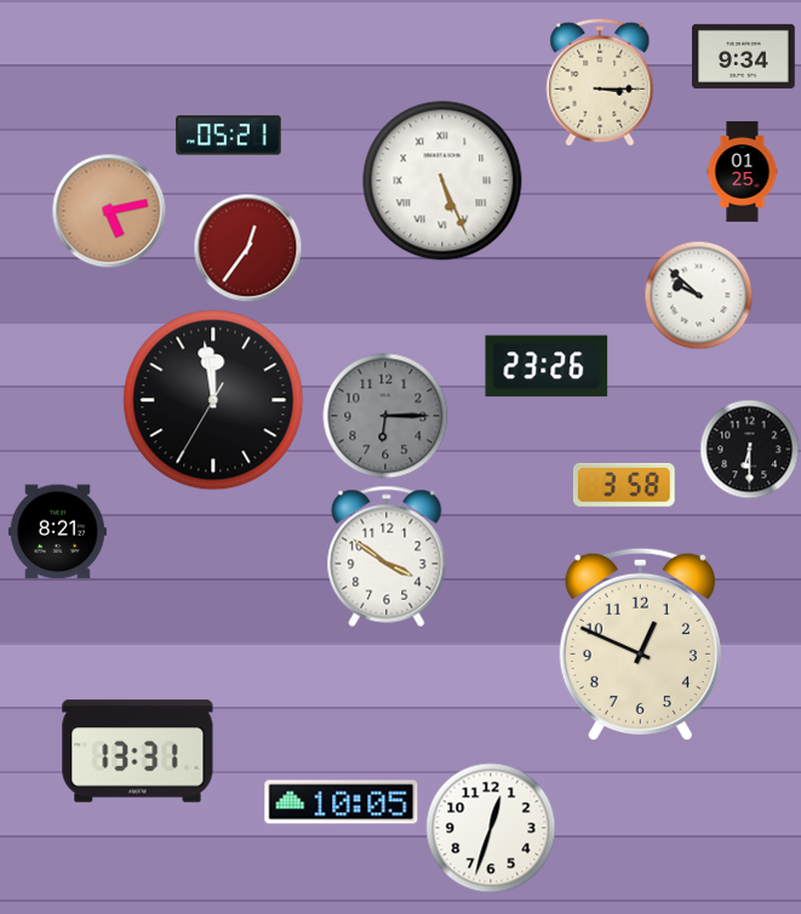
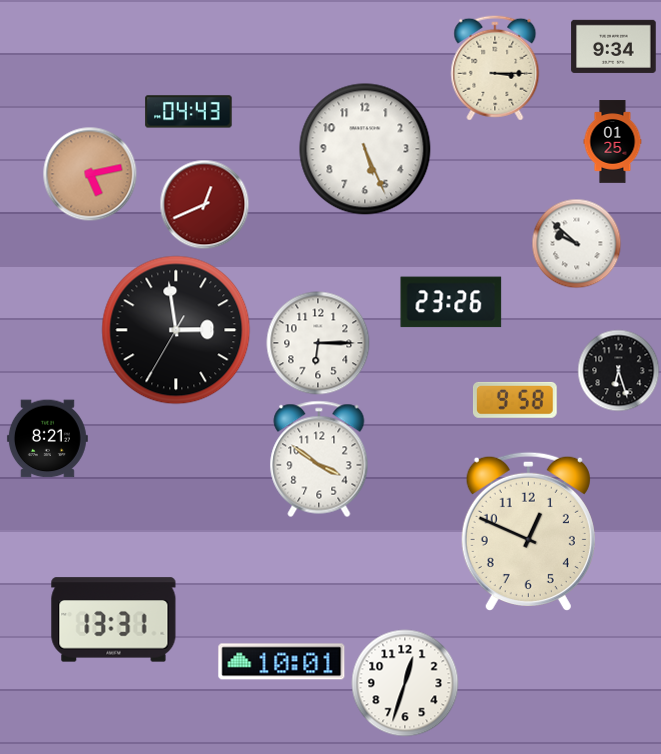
clock at (229, 136): 05:21 -> 04:43
clock at (442, 181) numerals: Roman -> Arabic
clock at (248, 249): 12:36 -> 12:41
clock at (213, 400): 11:58 -> 2:58
clock at (385, 416) dial: grey -> white
clock at (750, 450): 6:30 -> 6:27
clock at (624, 485): 3:58 -> 9:58
clock at (342, 802): 10:05 -> 10:01
